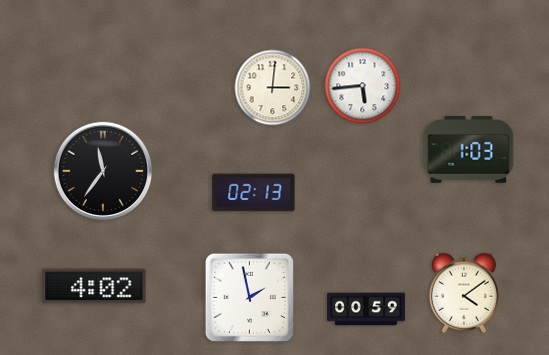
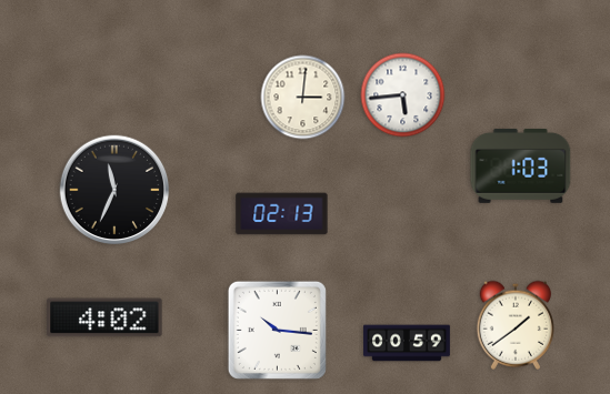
clock at (103, 171): 11:36 -> 11:34
clock at (463, 293): 4:09 -> 1:39
clock at (249, 297): 1:58 -> 10:16
